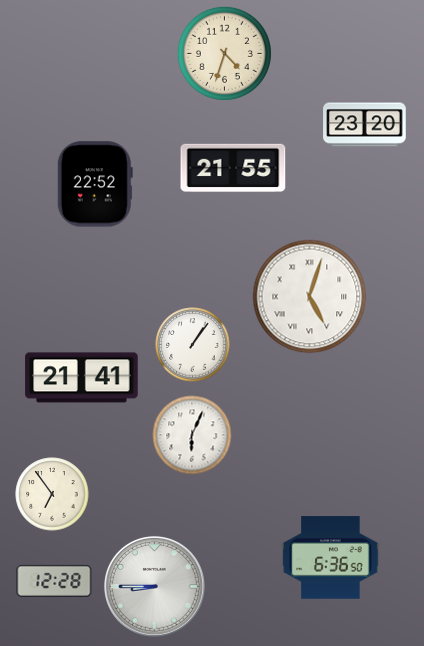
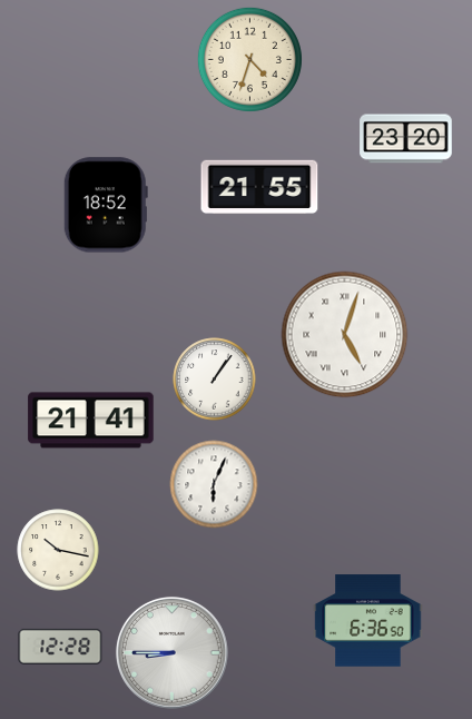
clock at (95, 184): 22:52 -> 18:52
clock at (310, 297) position: (310, 297) -> (345, 335)
clock at (193, 345) position: (193, 345) -> (215, 380)
clock at (52, 494): 6:54 -> 10:17
